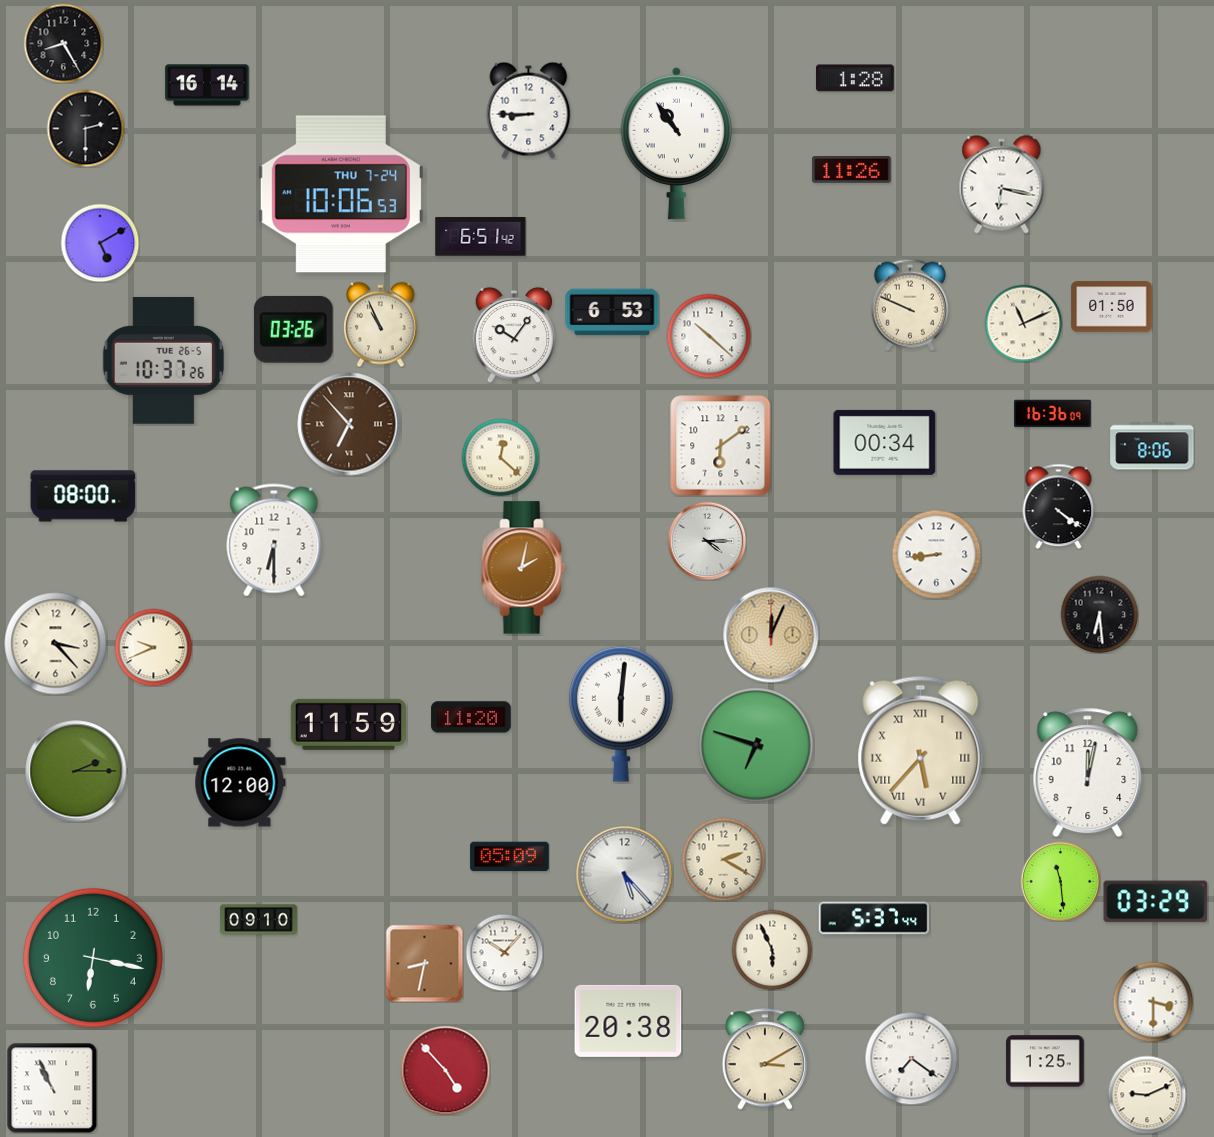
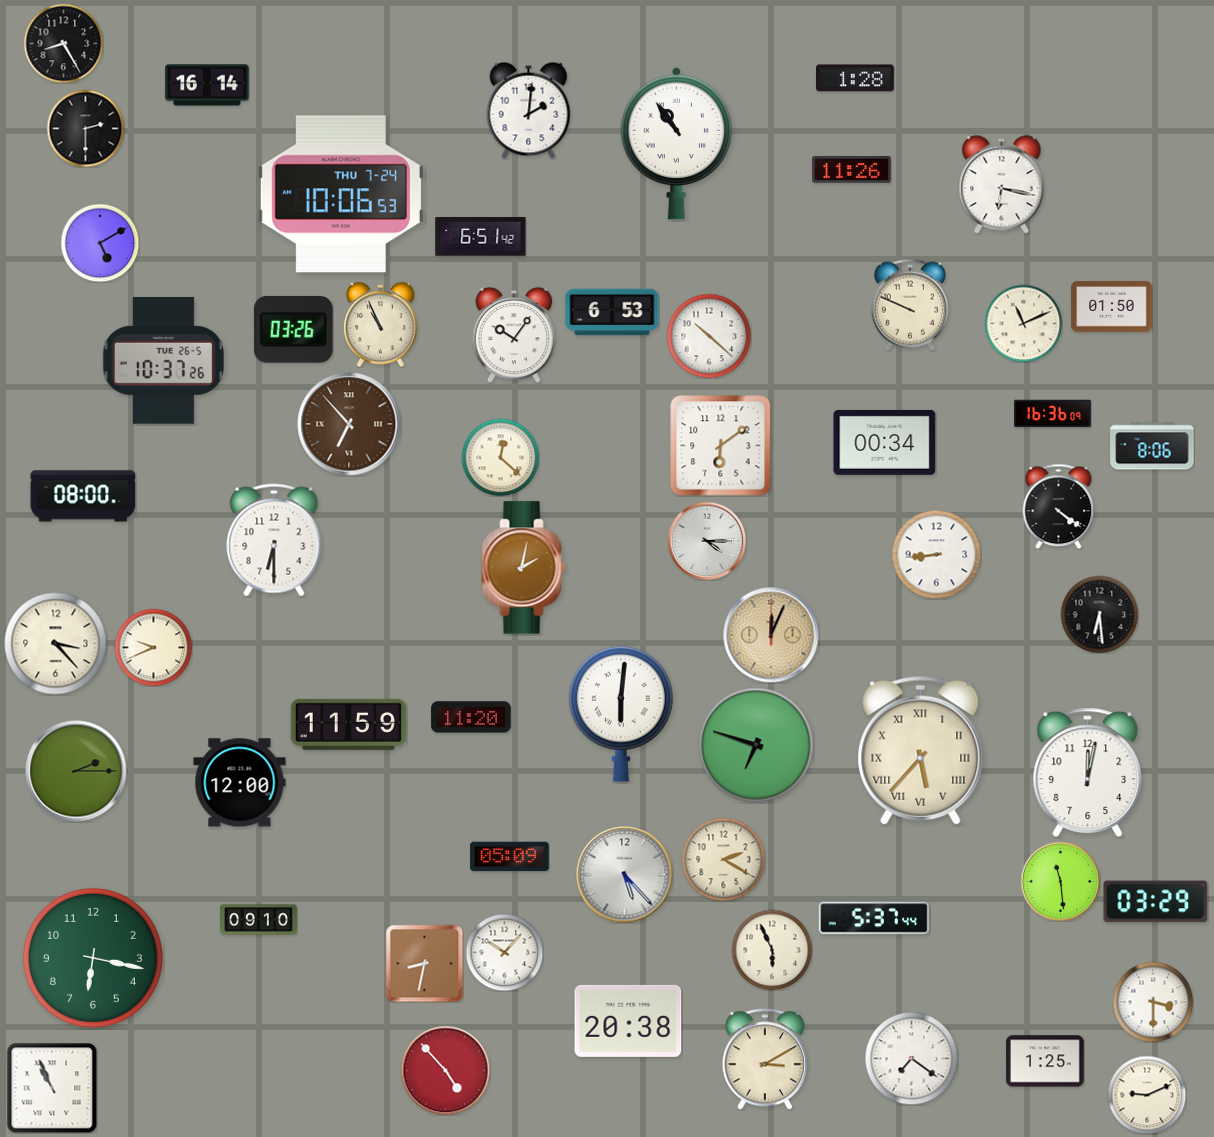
clock at (529, 110): 8:45 -> 2:01
